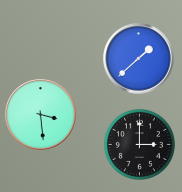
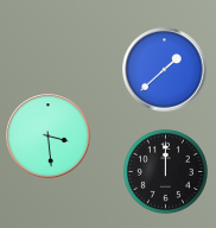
clock at (139, 144): 3:00 -> 12:00
